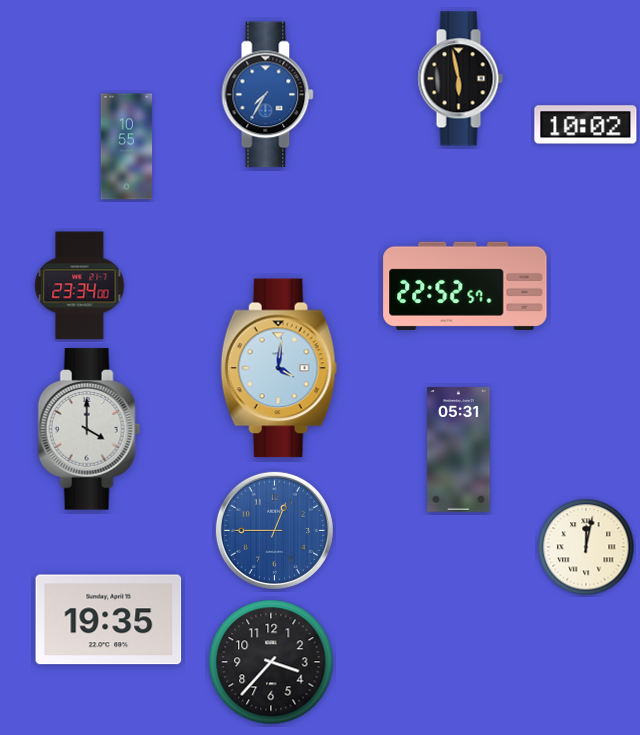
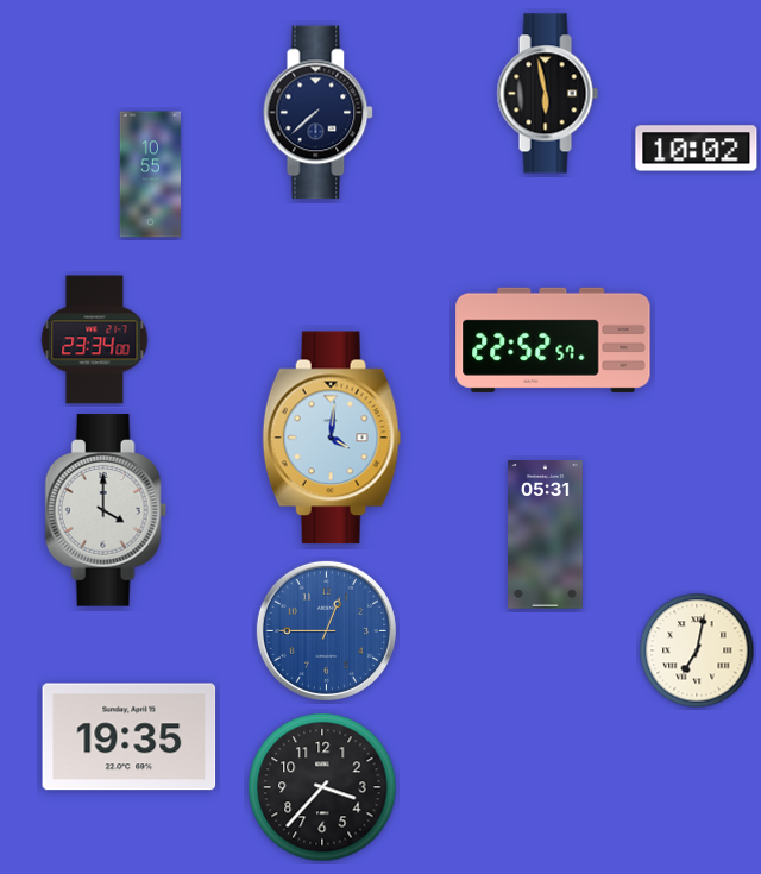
clock at (268, 95): 7:35 -> 7:38
clock at (268, 95) dial: blue -> navy
clock at (586, 547): 12:02 -> 7:02
